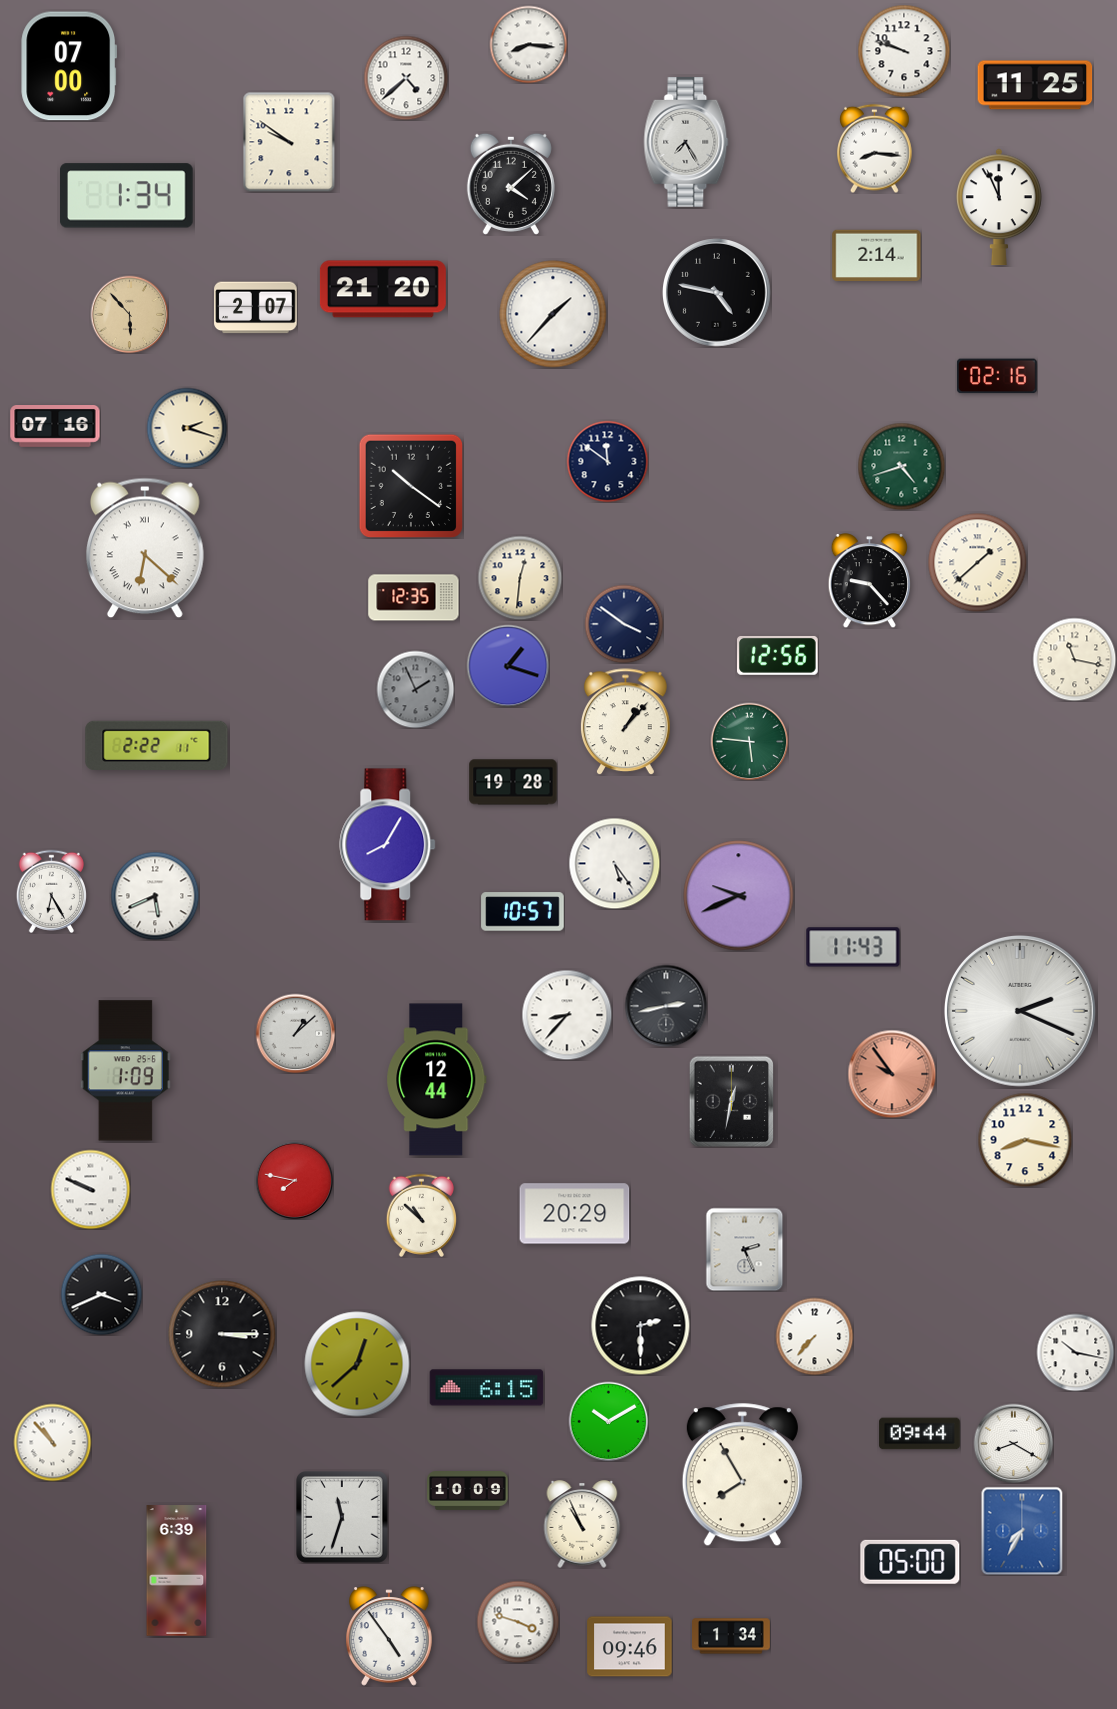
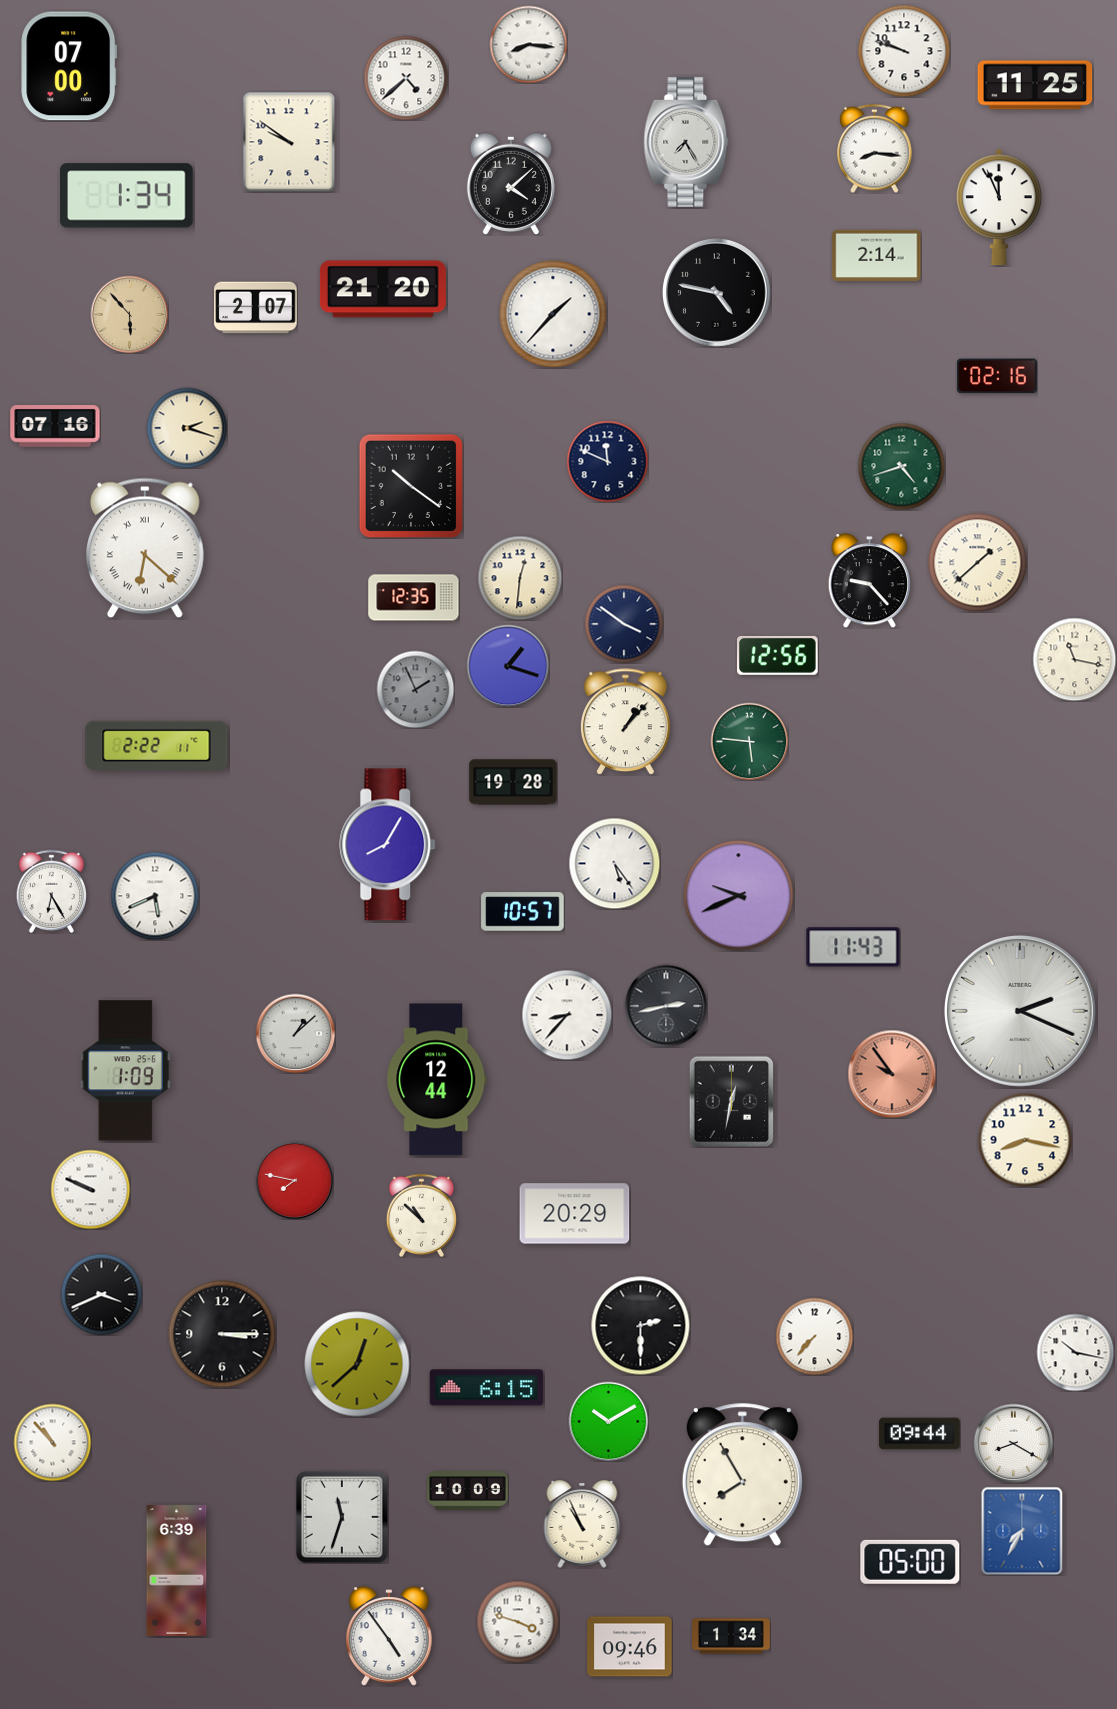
clock at (607, 461): 11:51 -> 11:49
clock at (745, 1249): 2:26 -> none
